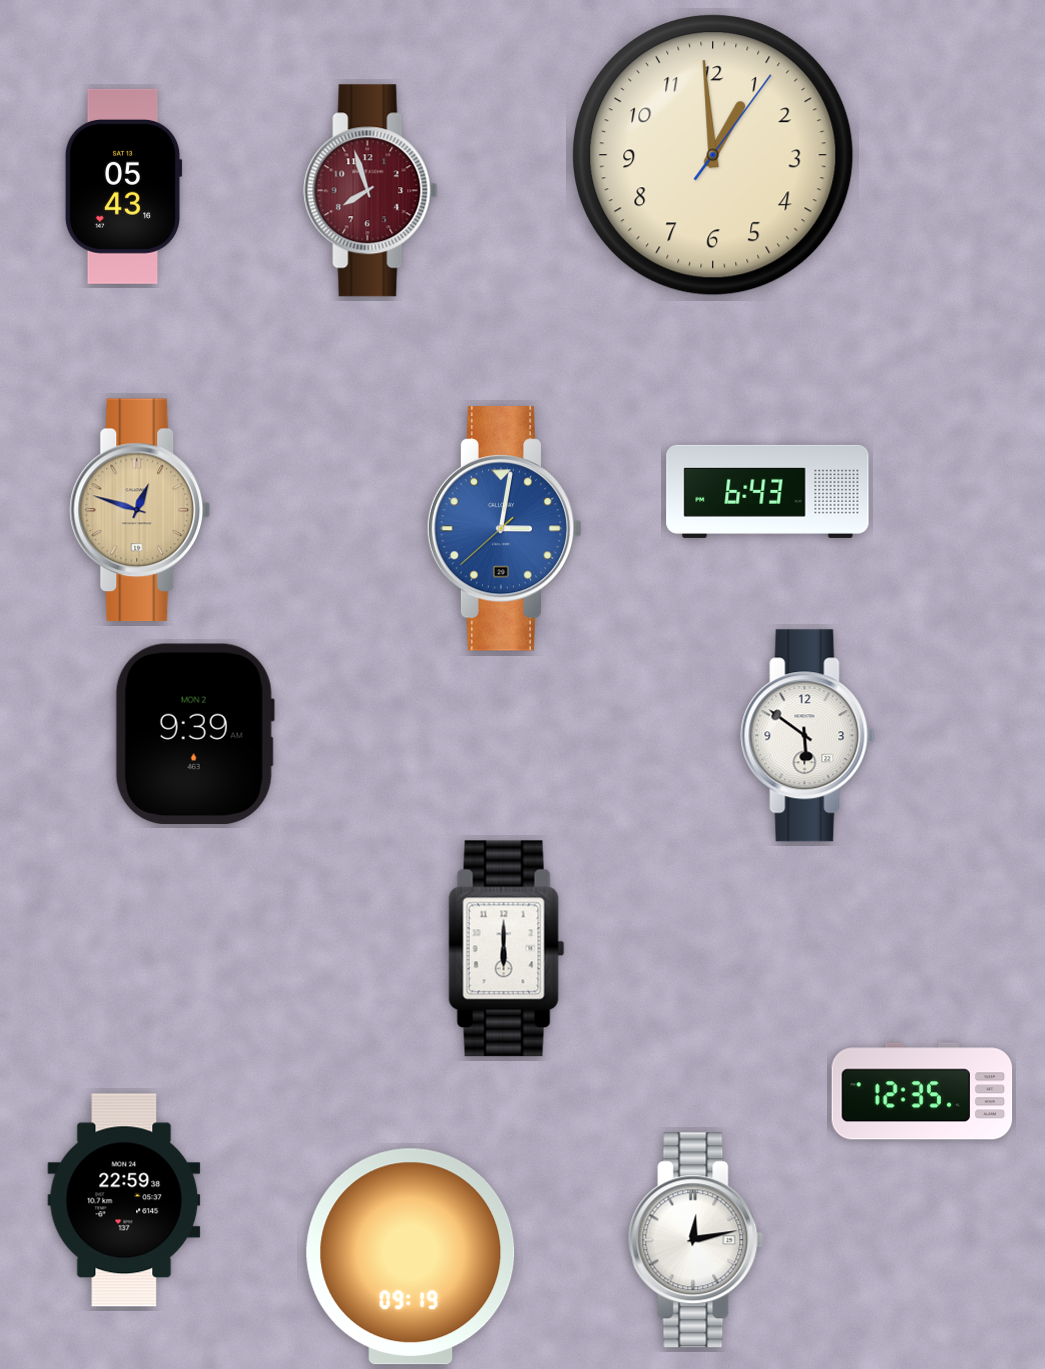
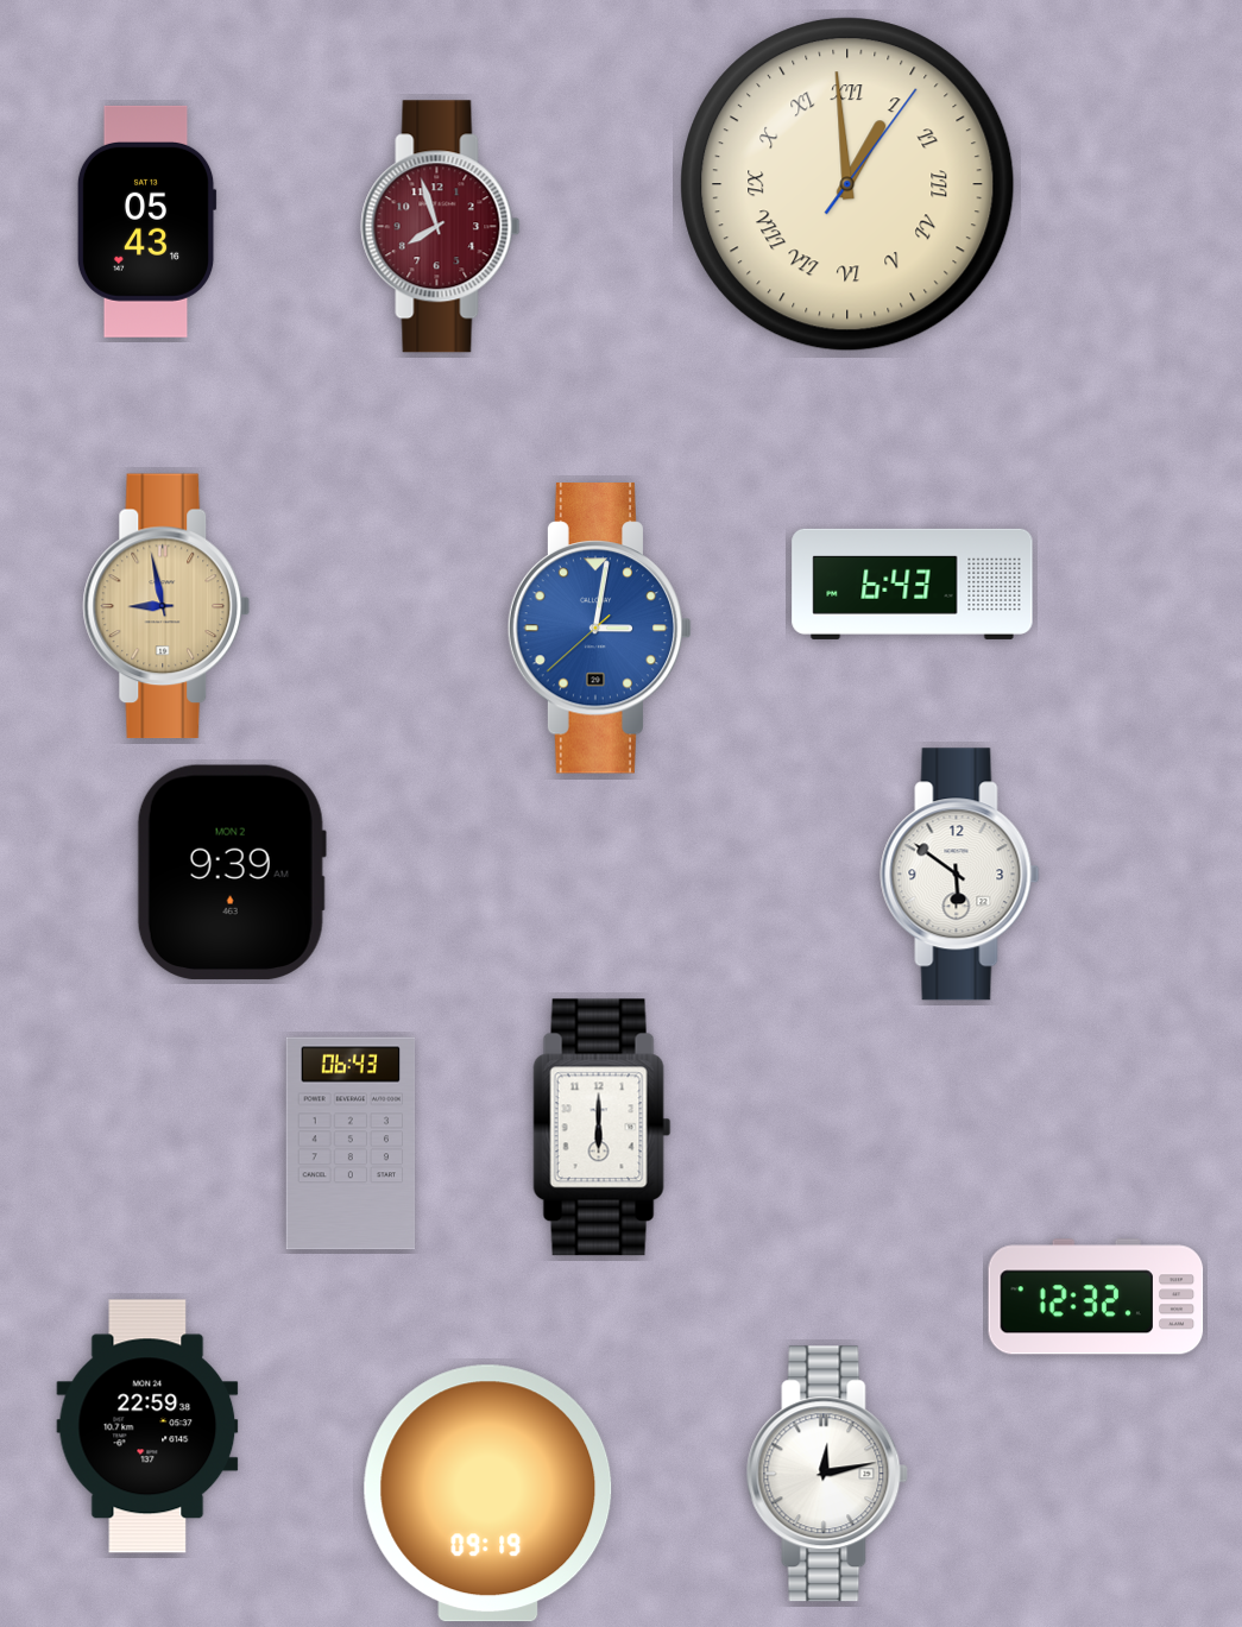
clock at (713, 155) numerals: Arabic -> Roman
clock at (140, 510): 12:48 -> 8:58
clock at (351, 1143): none -> 06:43
clock at (922, 1091): 12:35 -> 12:32
